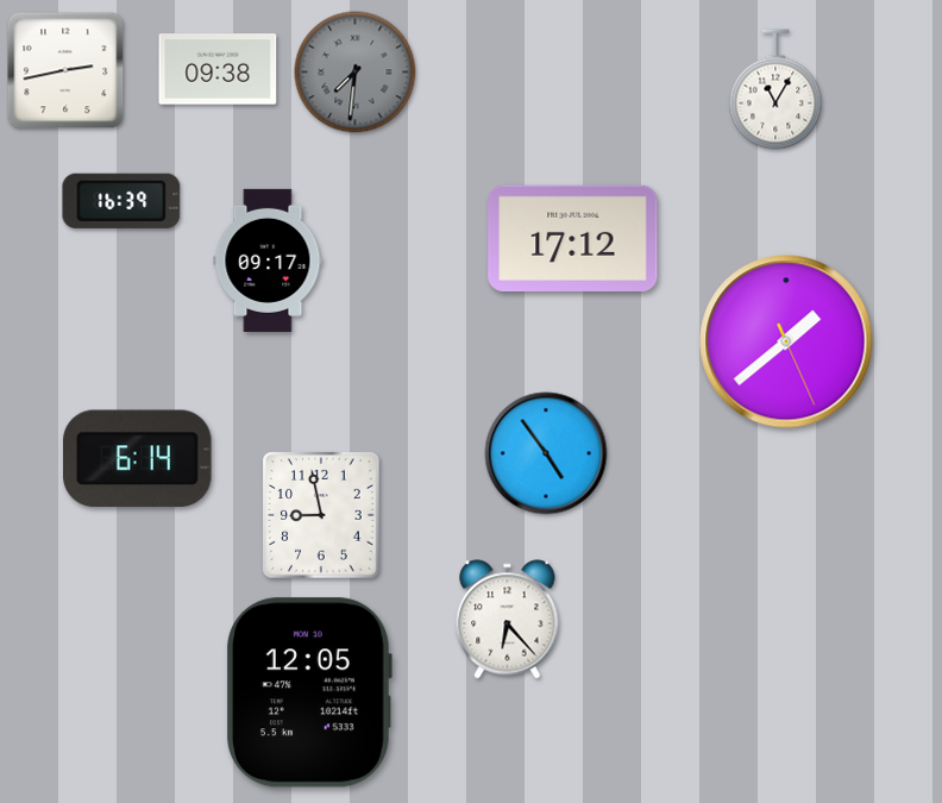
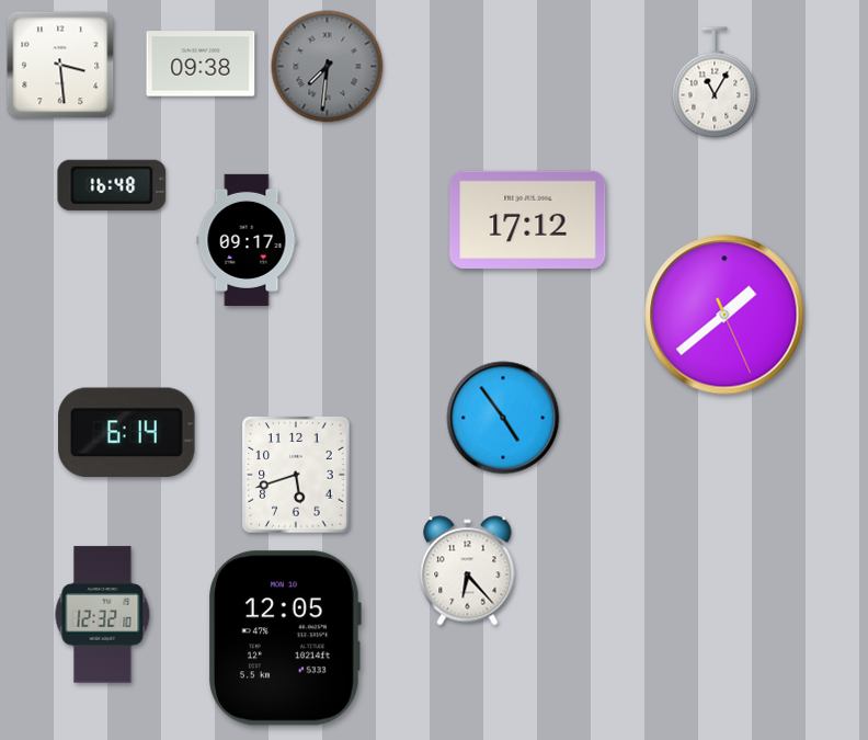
clock at (65, 70): 2:43 -> 3:29
clock at (121, 201): 16:39 -> 16:48
clock at (138, 459) position: (138, 459) -> (127, 433)
clock at (321, 515): 8:58 -> 5:42
clock at (103, 615): none -> 12:32
